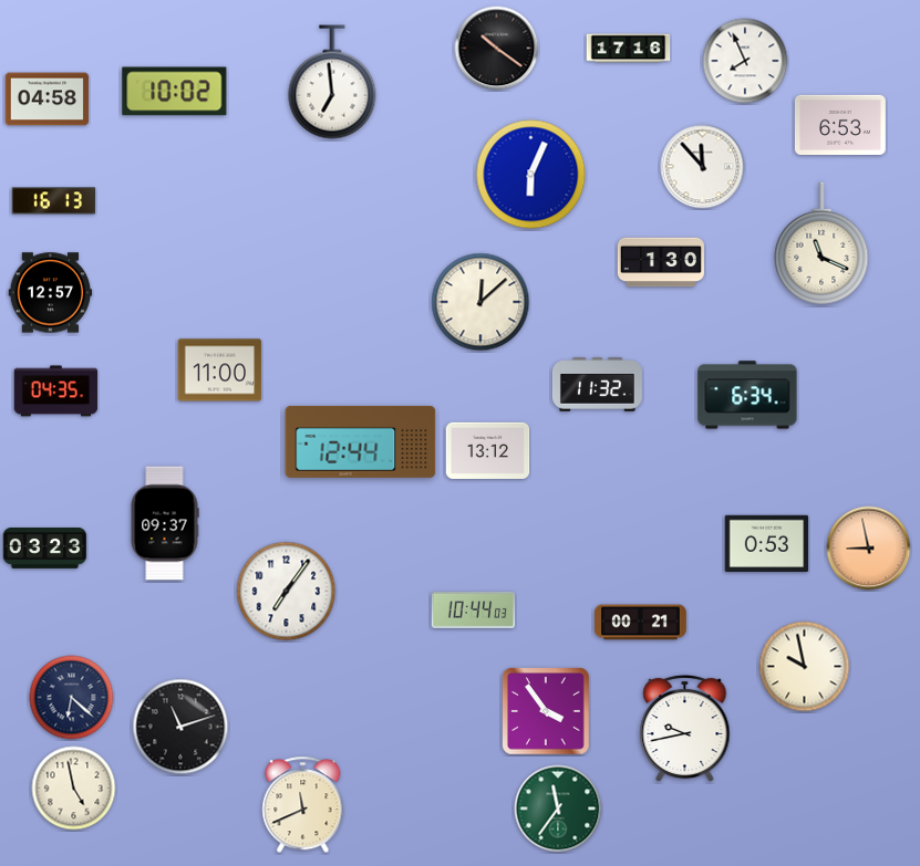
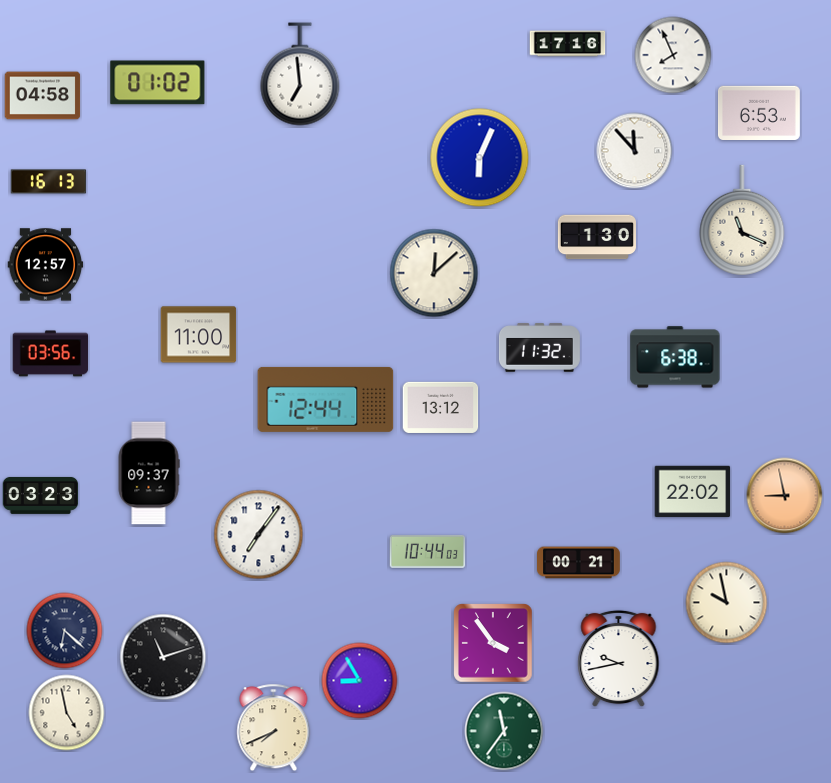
clock at (497, 49): 10:21 -> none
clock at (175, 92): 10:02 -> 01:02
clock at (48, 100) position: (48, 100) -> (43, 96)
clock at (56, 392): 04:35 -> 03:56
clock at (747, 395): 6:34 -> 6:38
clock at (767, 544): 0:53 -> 22:02
clock at (360, 681): none -> 8:55
clock at (303, 805): 11:41 -> 7:41
